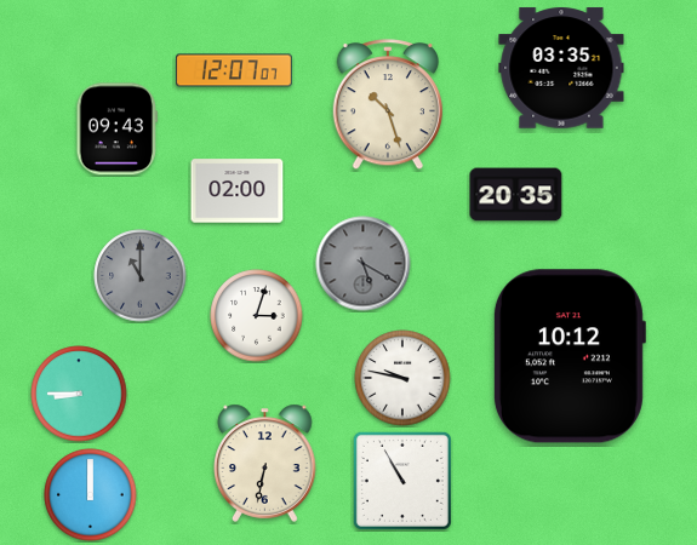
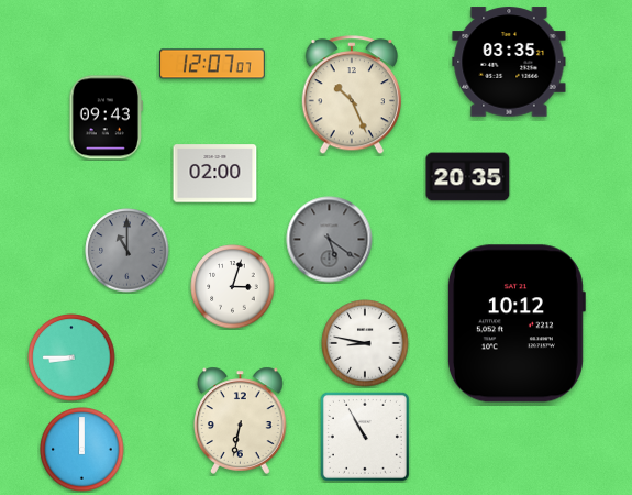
clock at (387, 105): 10:27 -> 10:26
clock at (364, 264): 5:20 -> 5:21
clock at (402, 378): 9:47 -> 8:47
